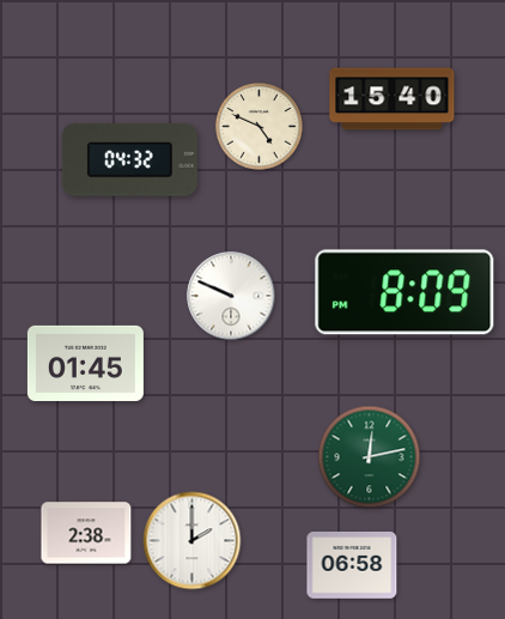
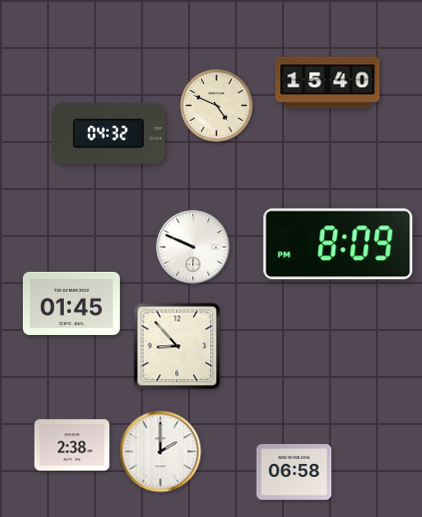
clock at (177, 346): none -> 8:53
clock at (370, 457): 12:13 -> none
